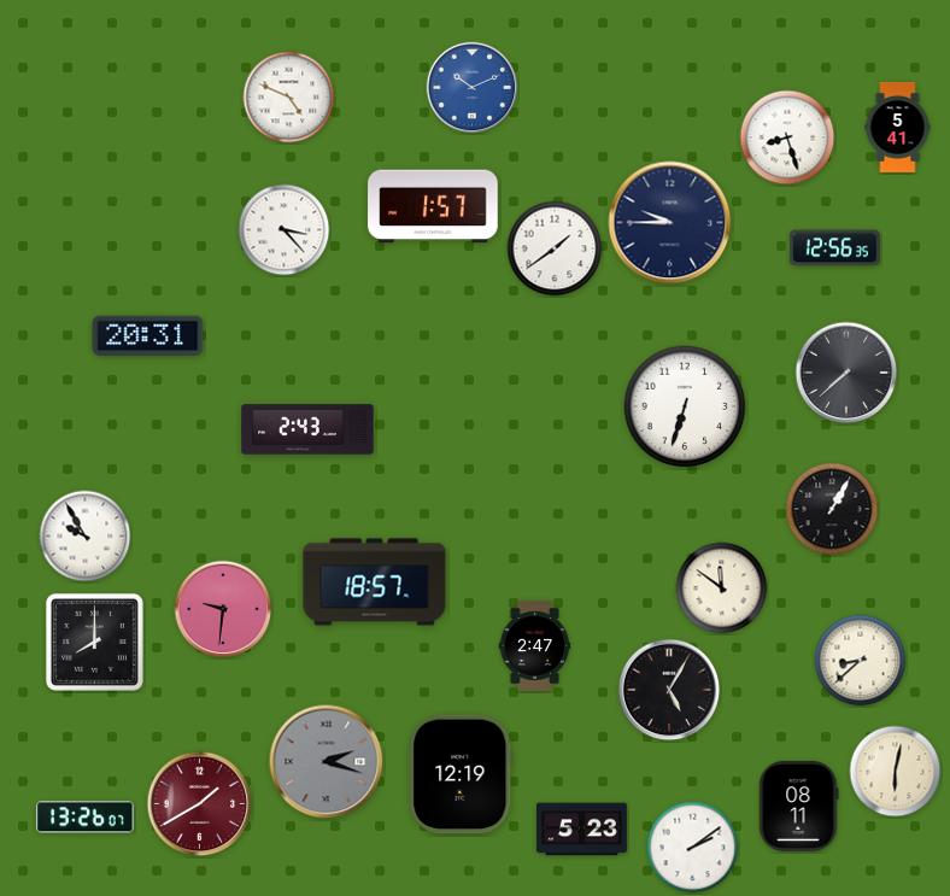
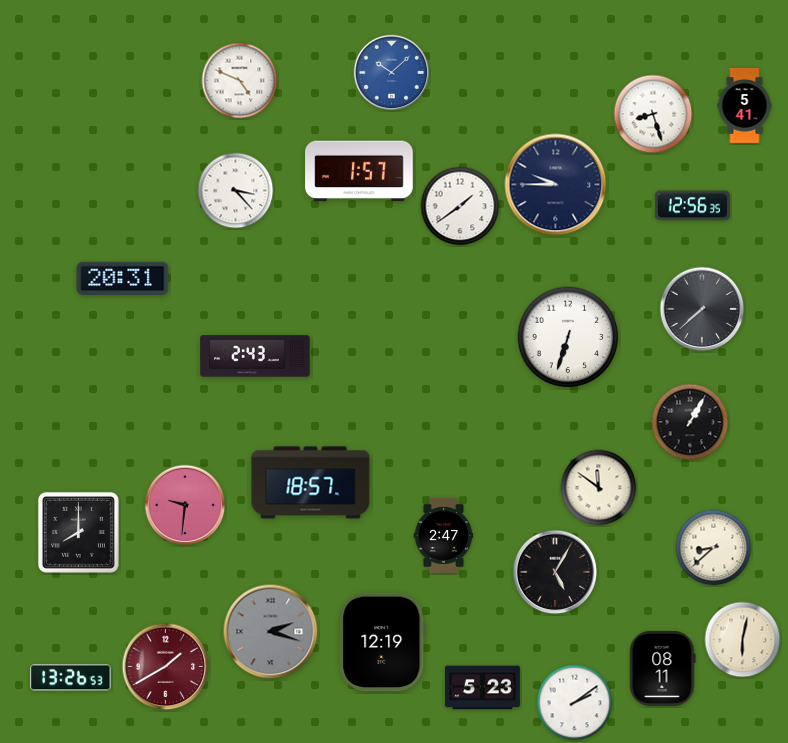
clock at (473, 88): 10:11 -> 10:08
clock at (86, 537): 9:55 -> none
clock at (86, 818): 13:26:07 -> 13:26:53
